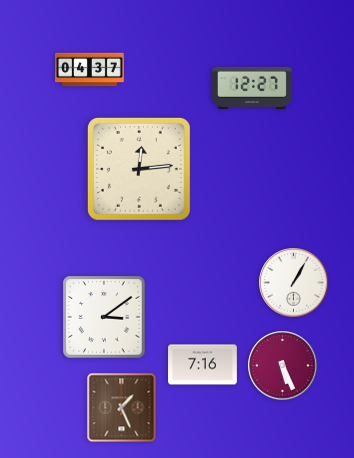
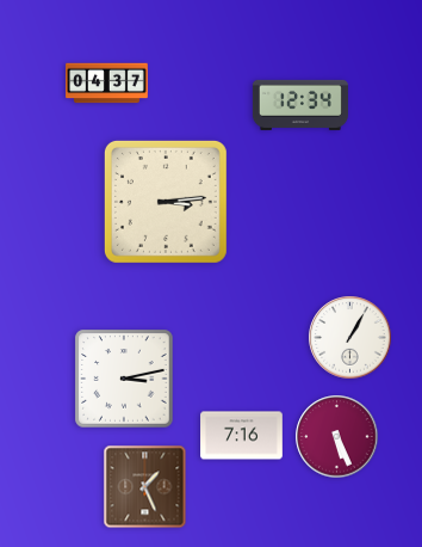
clock at (252, 88): 12:27 -> 12:34
clock at (139, 169): 12:14 -> 3:14
clock at (104, 317): 3:09 -> 3:13
